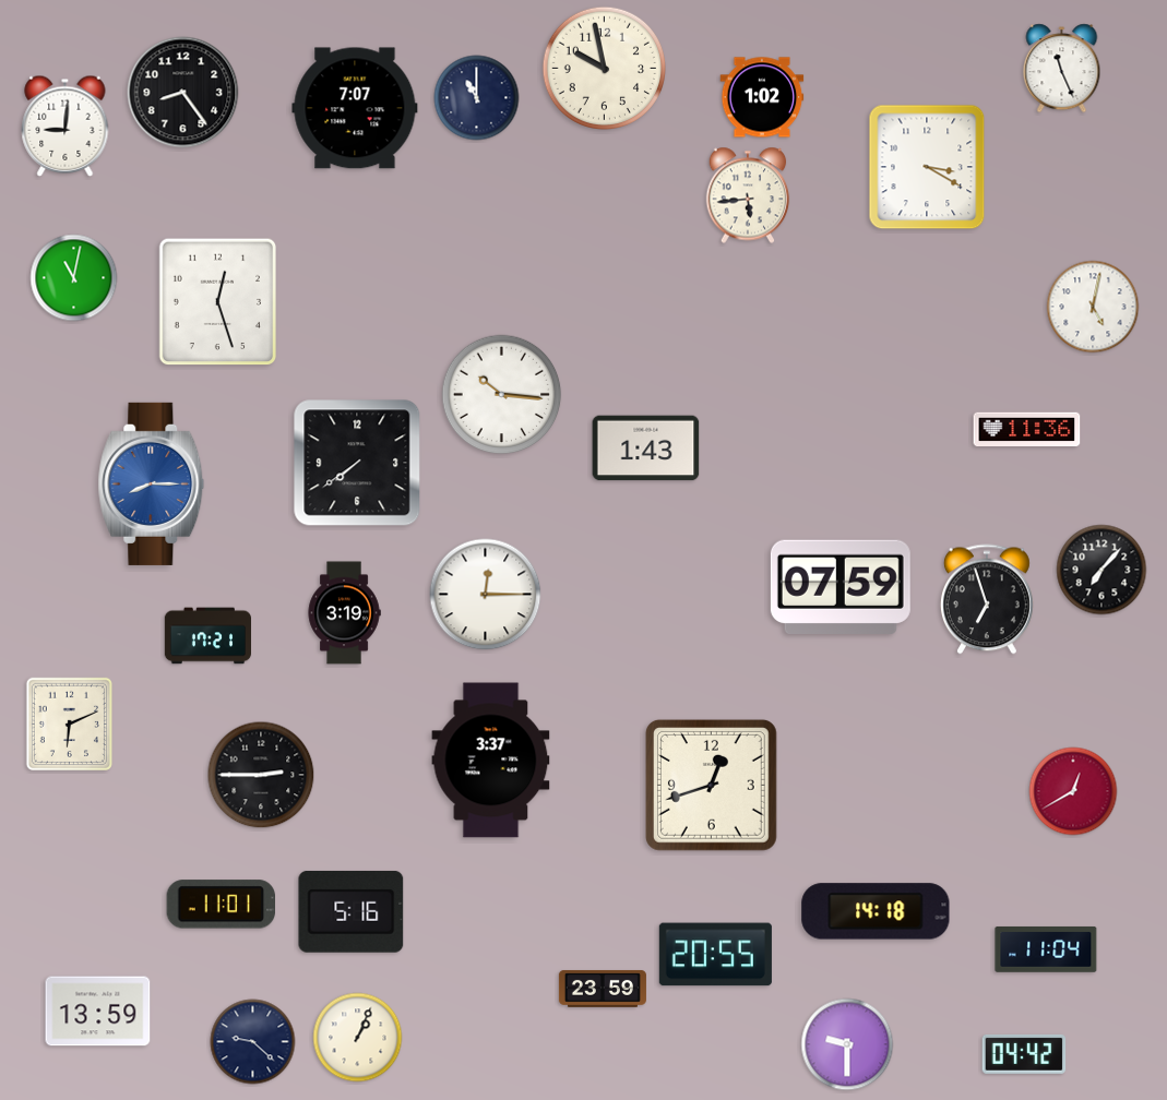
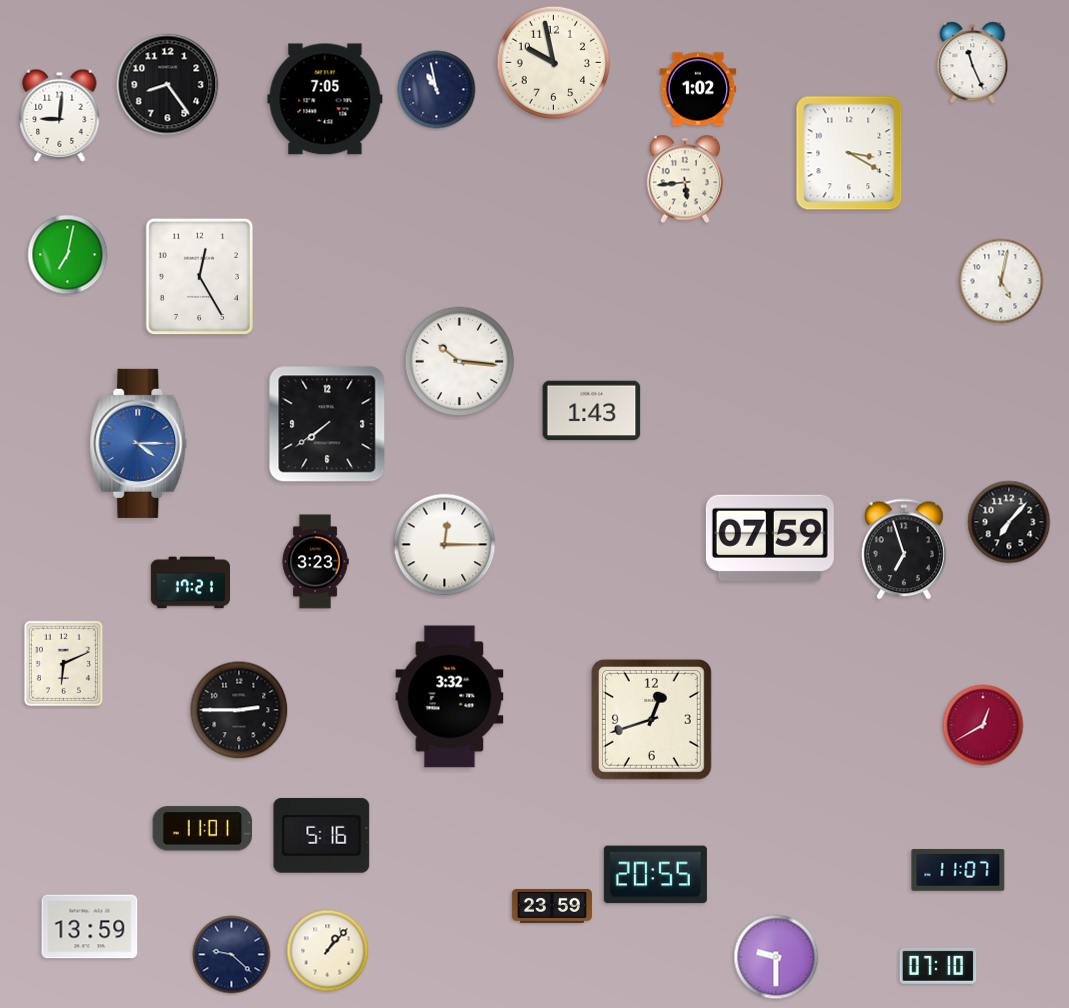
clock at (477, 98): 11:00 -> 10:58
clock at (355, 108): 7:07 -> 7:05
clock at (74, 278): 11:02 -> 7:02
clock at (217, 302): 12:27 -> 12:25
clock at (1027, 430): 11:36 -> none
clock at (152, 483): 8:15 -> 4:15
clock at (344, 613): 3:19 -> 3:23
clock at (491, 761): 3:37 -> 3:32
clock at (876, 911): 14:18 -> none
clock at (1046, 949): 11:04 -> 11:07
clock at (358, 1038): 1:04 -> 1:07
clock at (1024, 1054): 04:42 -> 07:10
